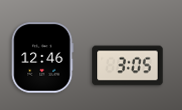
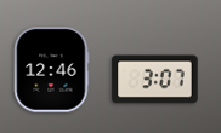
clock at (128, 66): 3:05 -> 3:07
